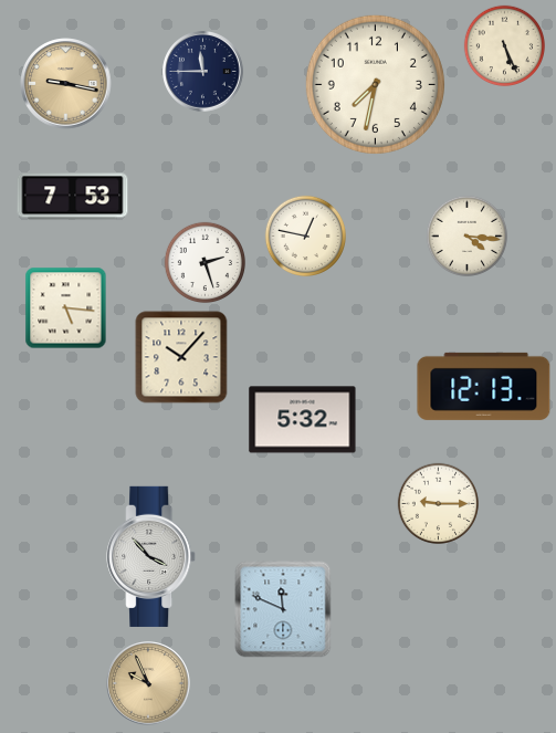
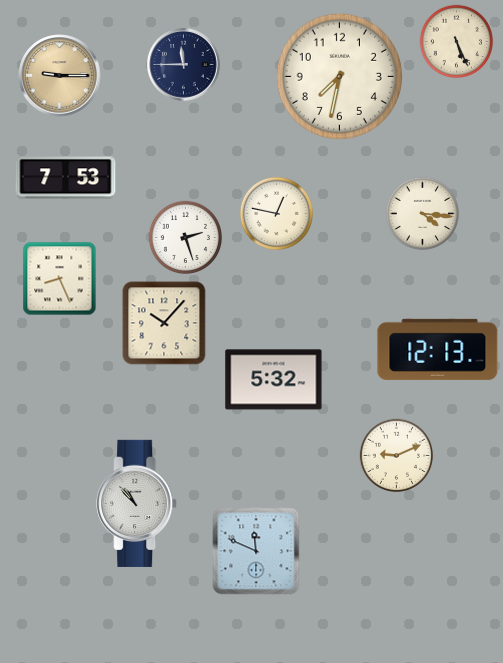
clock at (66, 84): 9:17 -> 9:15
clock at (66, 308): 5:16 -> 8:26
clock at (438, 503): 9:15 -> 9:11
clock at (151, 556): 3:53 -> 10:53
clock at (148, 683): 9:56 -> none
